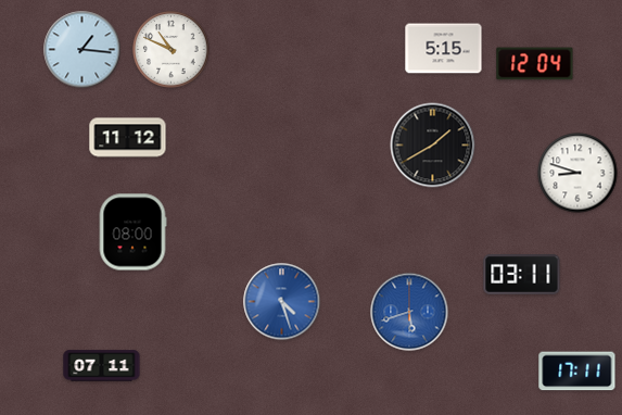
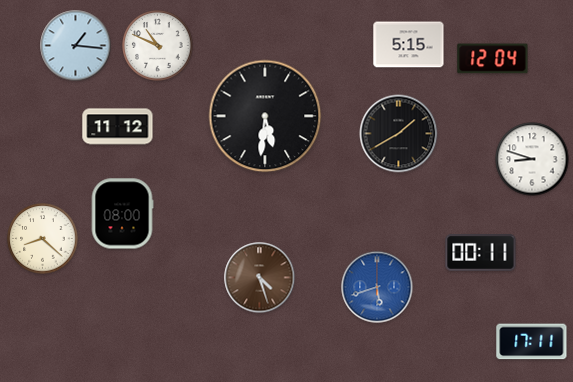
clock at (265, 116): none -> 5:31
clock at (43, 239): none -> 8:22
clock at (522, 275): 03:11 -> 00:11
clock at (282, 302) dial: blue -> brown
clock at (102, 366): 07:11 -> none
